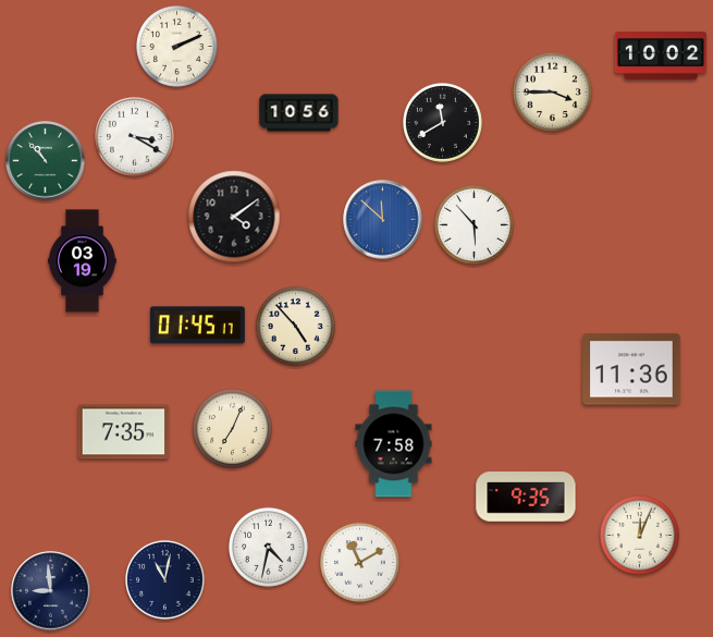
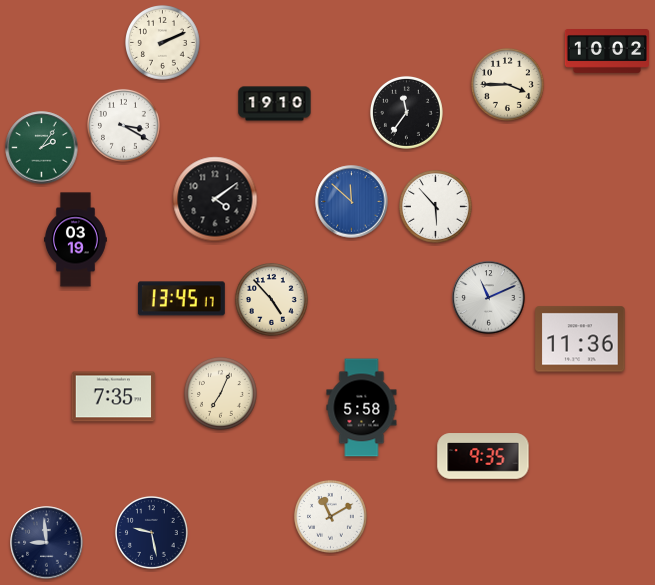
clock at (299, 113): 10:56 -> 19:10
clock at (442, 122): 11:40 -> 11:36
clock at (46, 161): 10:53 -> 2:06
clock at (489, 298): none -> 11:11
clock at (197, 326): 01:45 -> 13:45
clock at (232, 428) position: (232, 428) -> (220, 393)
clock at (394, 444): 7:58 -> 5:58
clock at (639, 535): 12:04 -> none
clock at (268, 547): 4:32 -> none
clock at (164, 579): 11:02 -> 9:28
